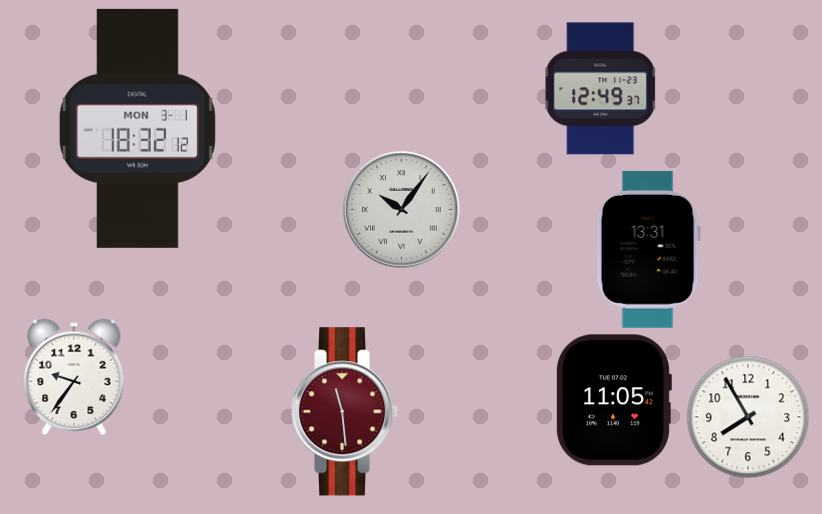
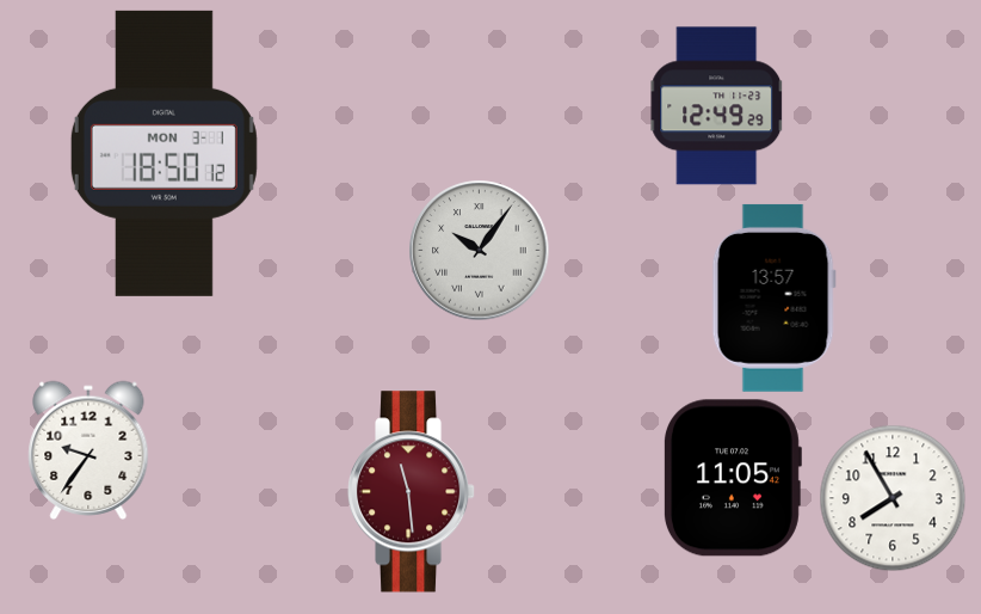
clock at (601, 89): 12:49:37 -> 12:49:29
clock at (137, 128): 18:32 -> 18:50
clock at (648, 249): 13:31 -> 13:57
